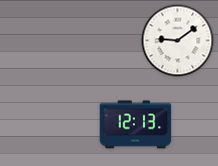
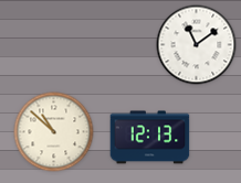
clock at (178, 41): 9:09 -> 11:09
clock at (54, 132): none -> 10:52
